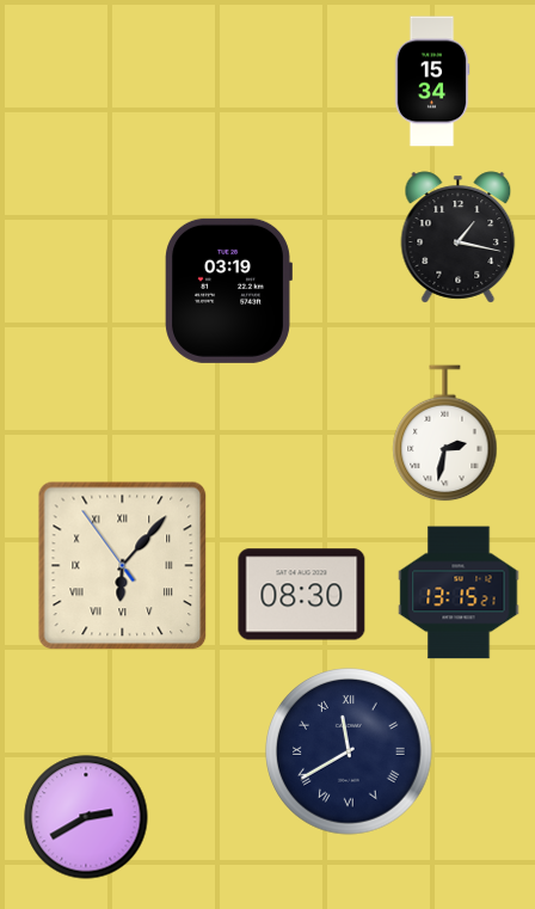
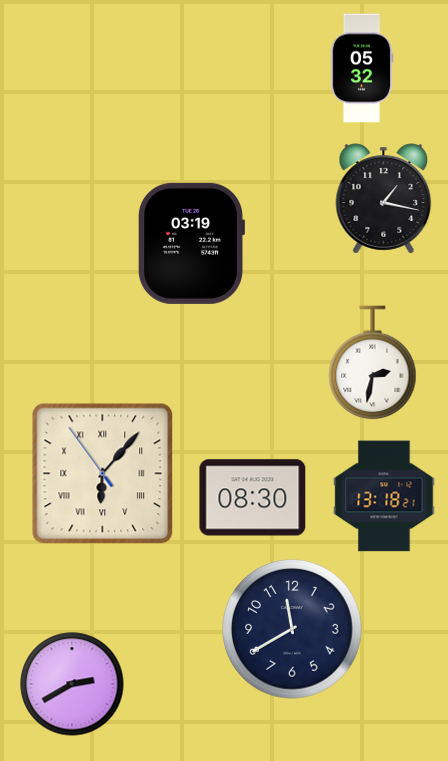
clock at (432, 81): 15:34 -> 05:32
clock at (459, 592): 13:15 -> 13:18
clock at (349, 751) numerals: Roman -> Arabic
